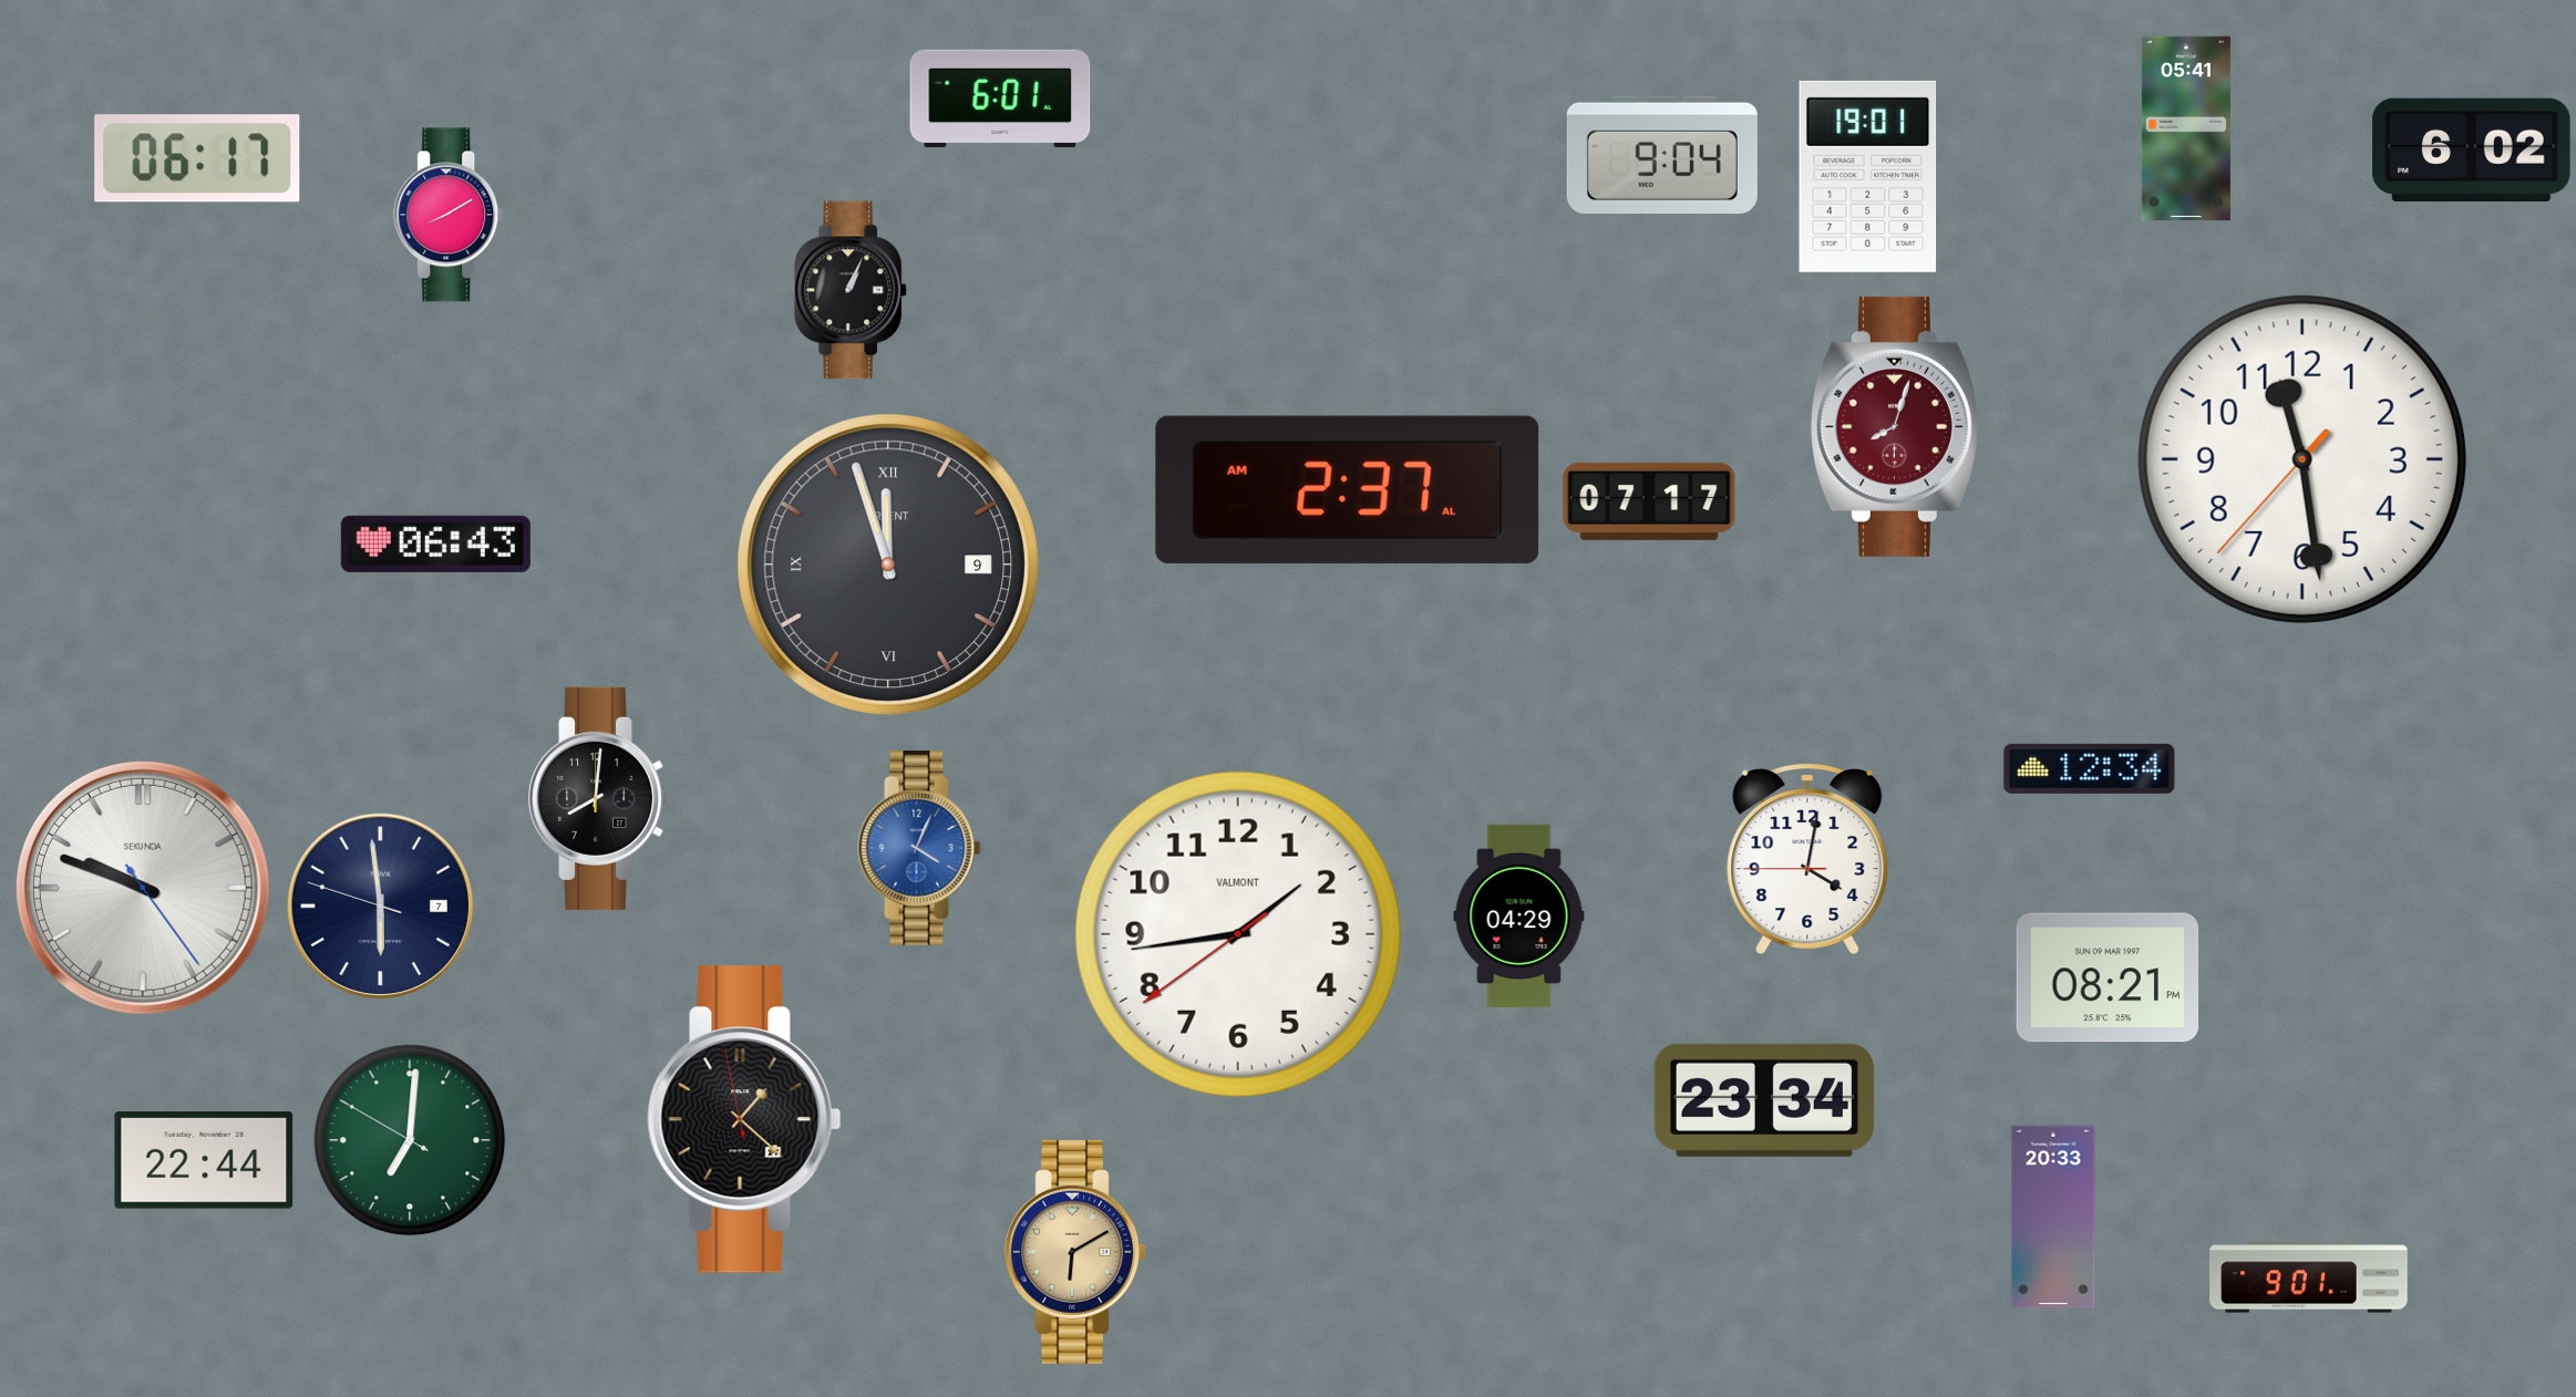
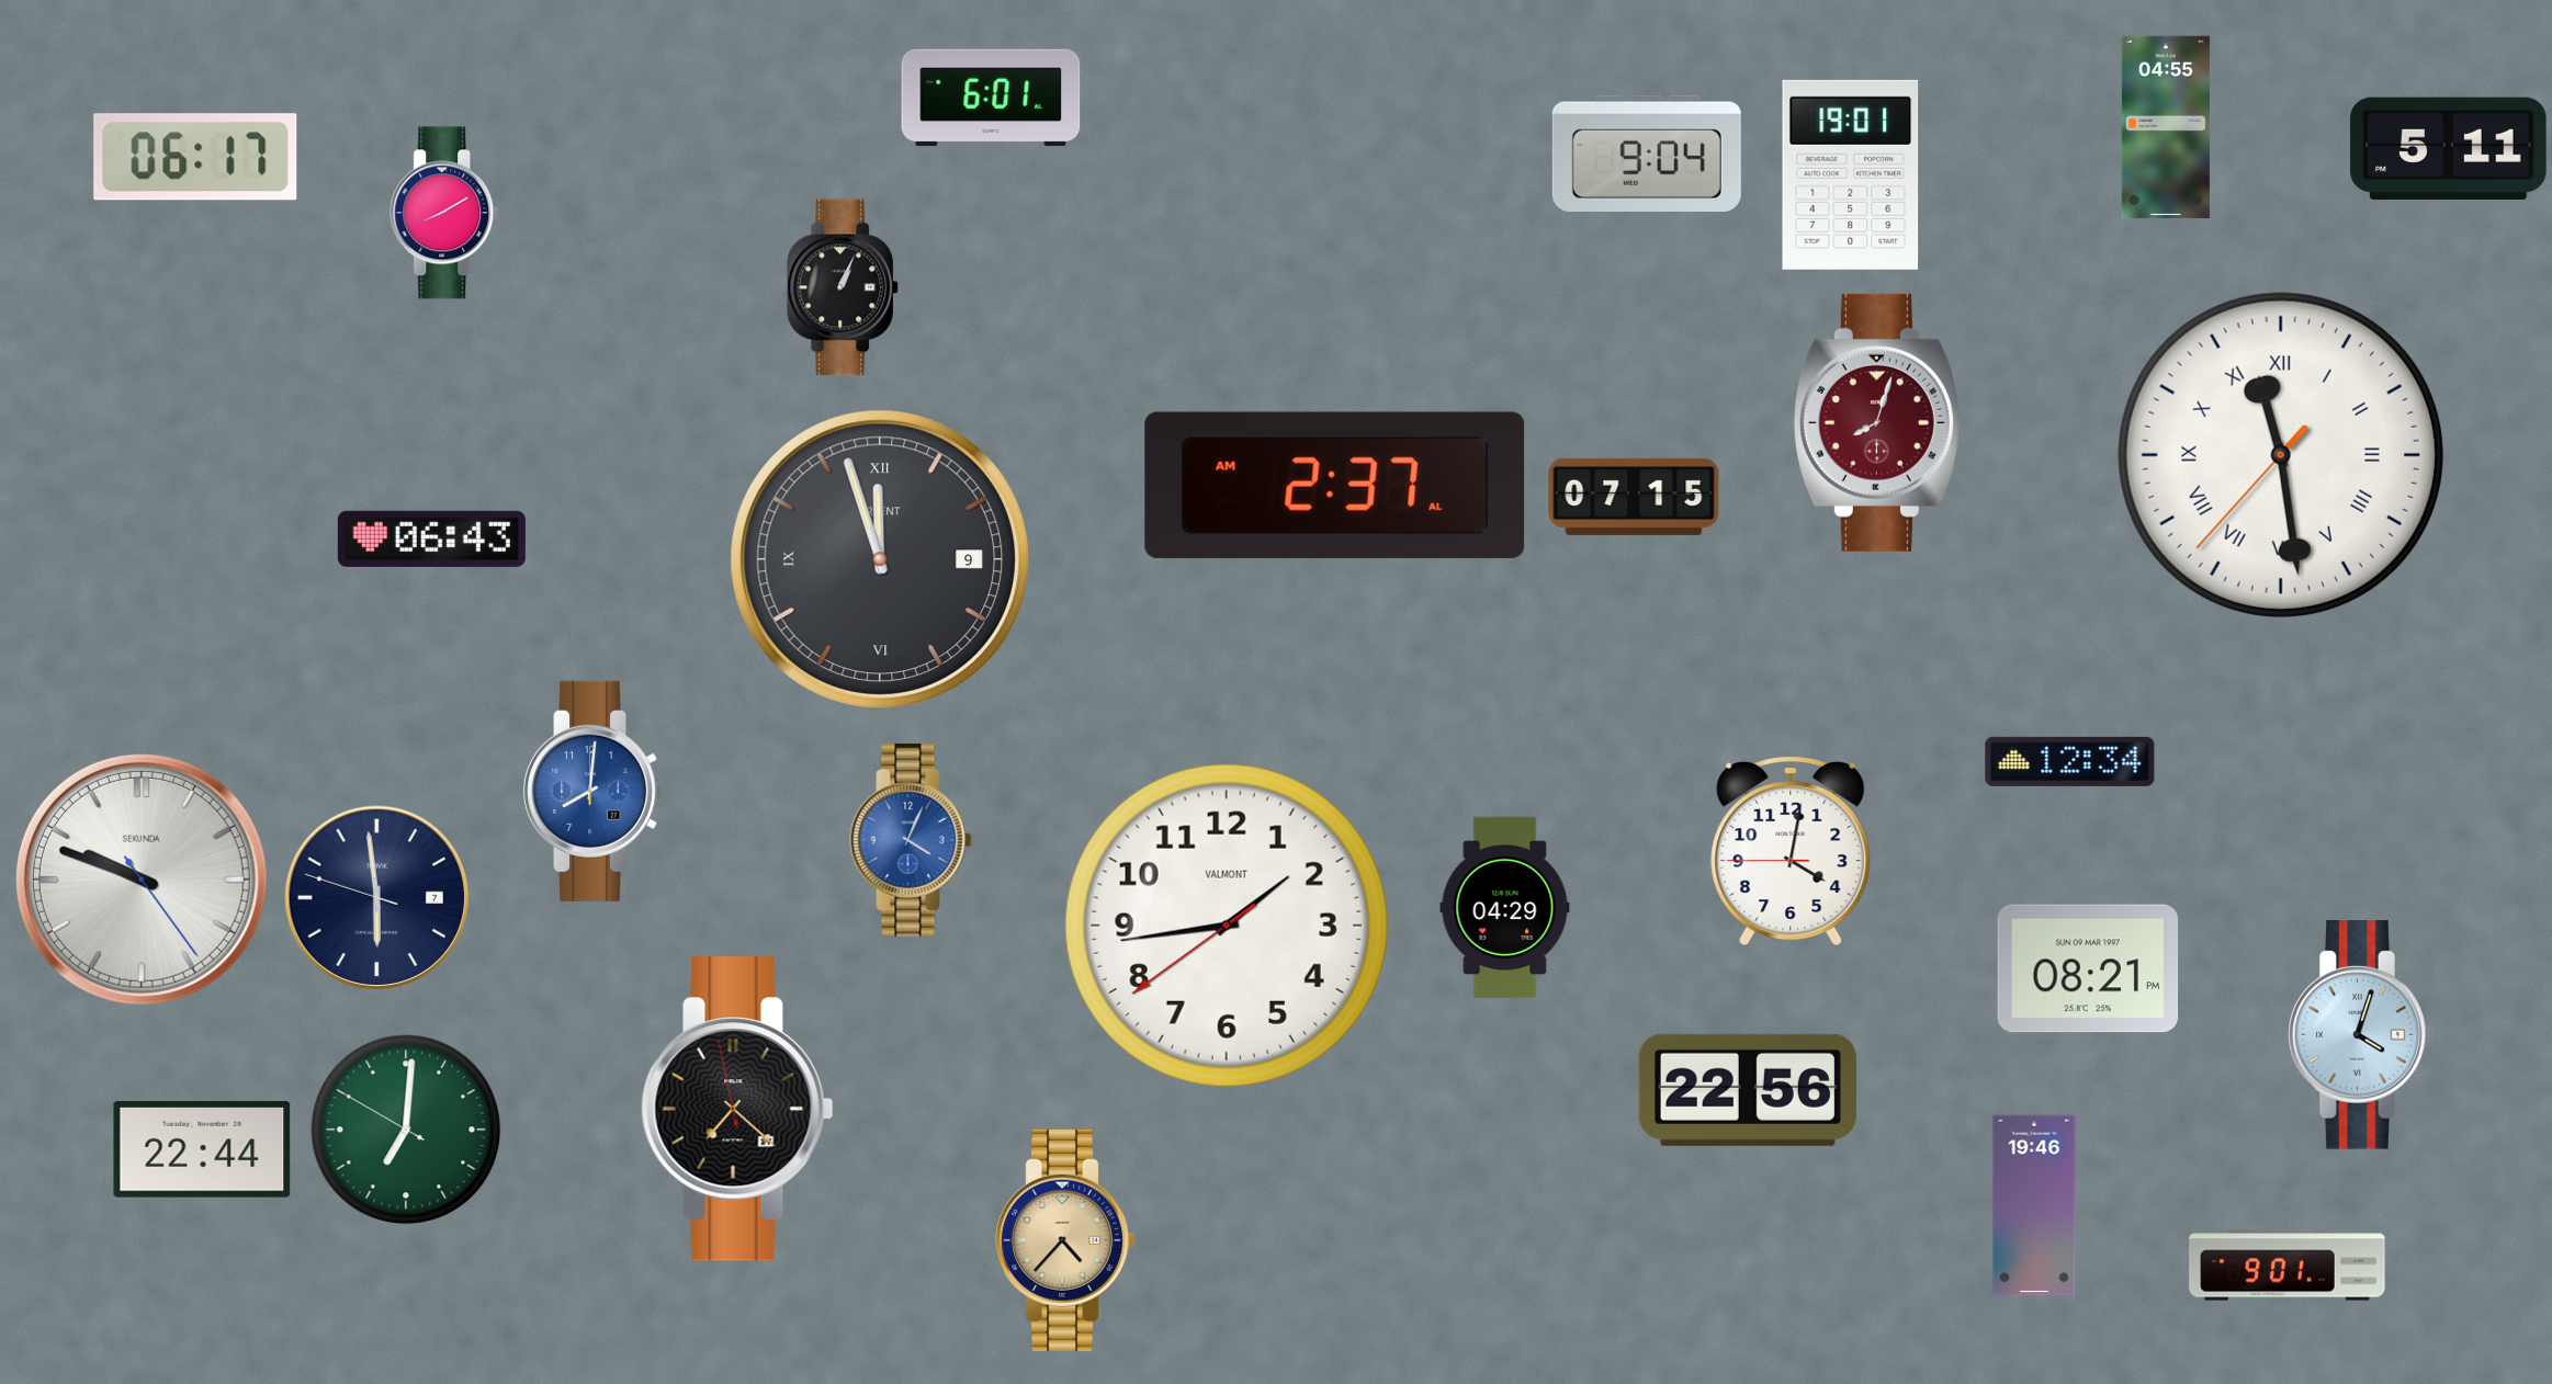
clock at (2186, 128): 05:41 -> 04:55
clock at (2472, 149): 6:02 -> 5:11
clock at (2302, 459) numerals: Arabic -> Roman
clock at (1649, 501): 07:17 -> 07:15
clock at (599, 798) dial: black -> blue
clock at (2361, 1035): none -> 4:03
clock at (1764, 1100): 23:34 -> 22:56
clock at (744, 1119): 1:21 -> 7:21
clock at (2053, 1217): 20:33 -> 19:46
clock at (1076, 1252): 6:10 -> 4:37
